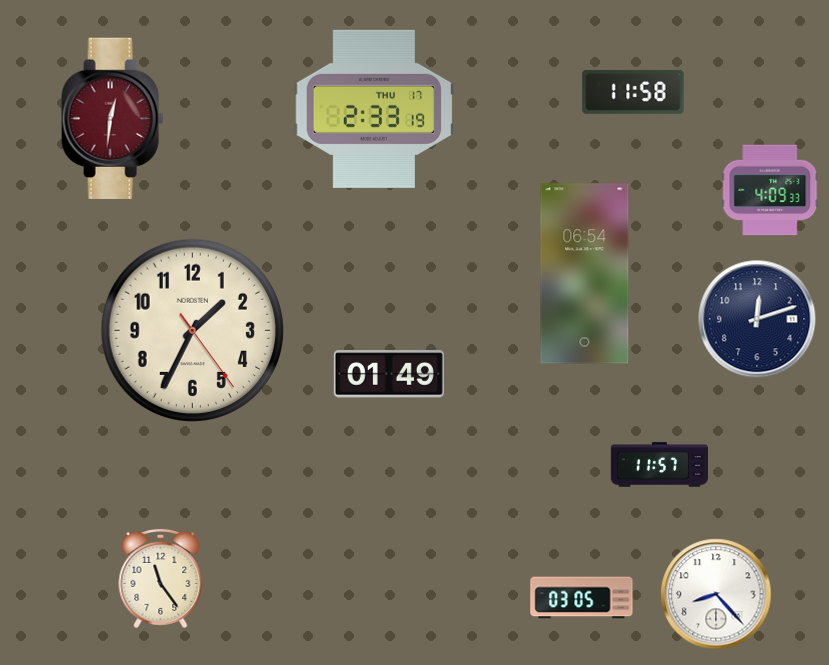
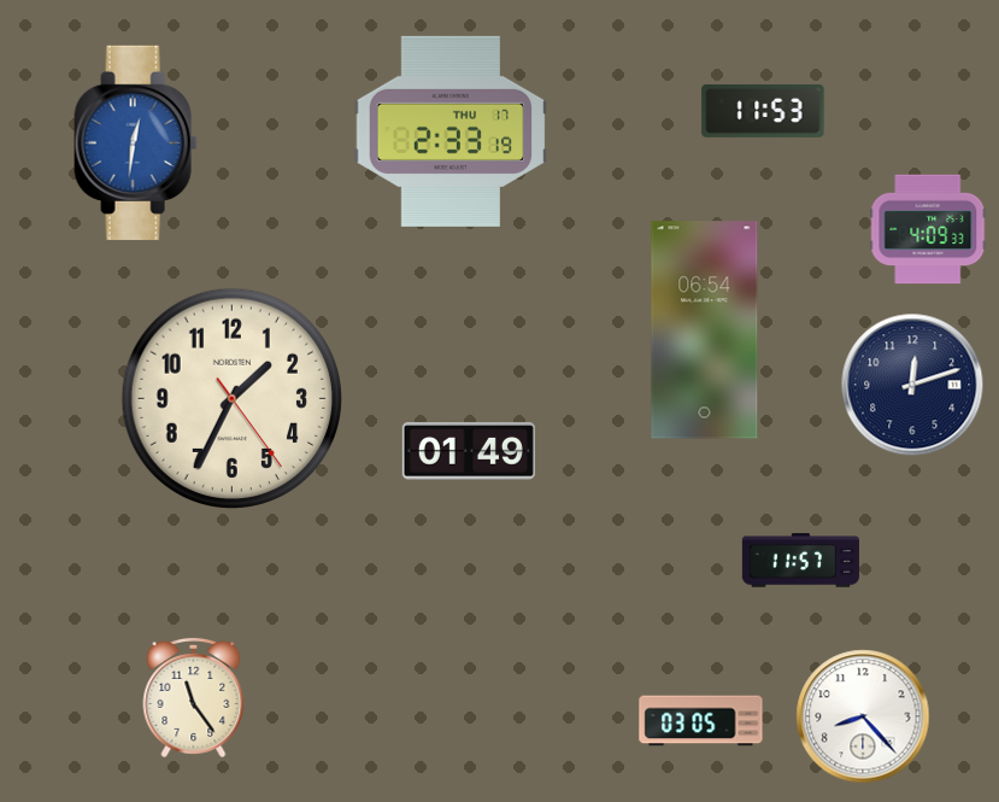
clock at (633, 92): 11:58 -> 11:53
clock at (113, 118) dial: burgundy -> blue
clock at (659, 465) position: (659, 465) -> (800, 561)
